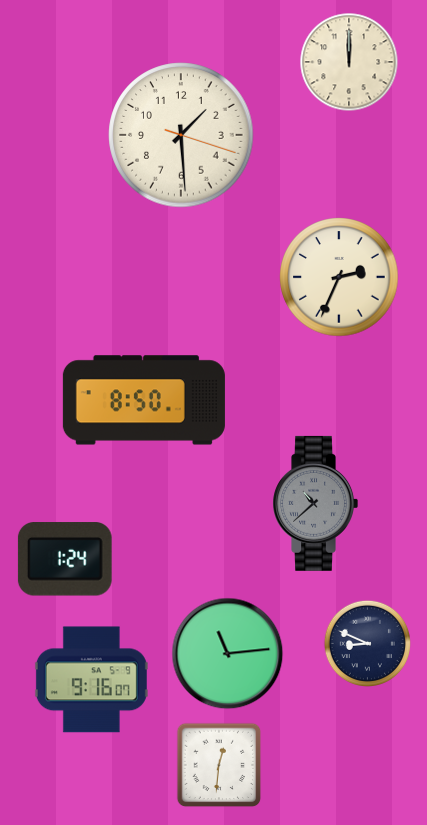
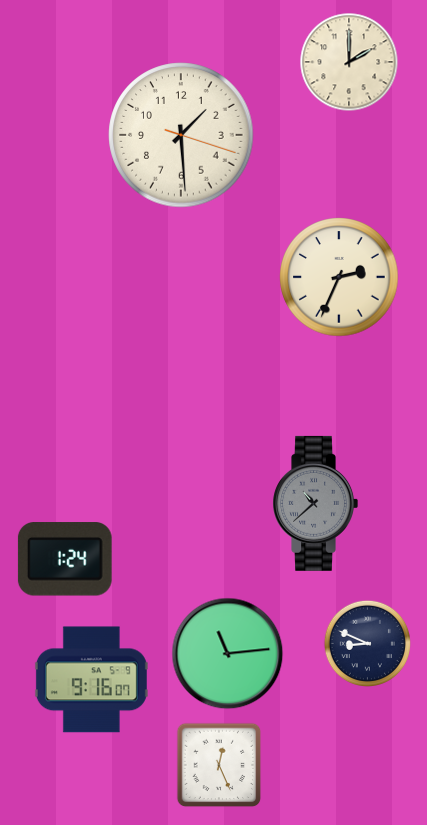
clock at (349, 62): 12:00 -> 2:00
clock at (144, 400): 8:50 -> none
clock at (219, 765): 12:31 -> 12:26
